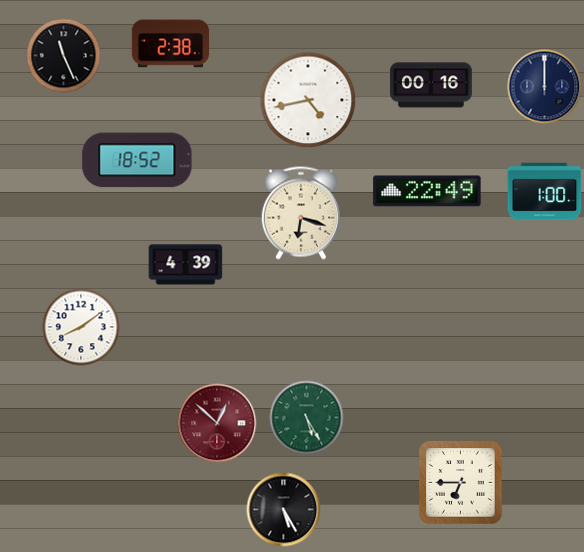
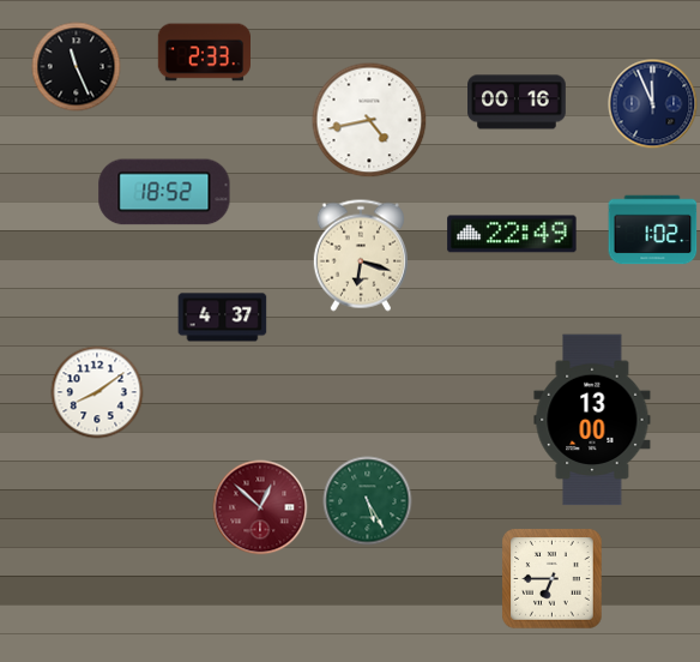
clock at (170, 44): 2:38 -> 2:33
clock at (545, 87): 12:00 -> 11:56
clock at (427, 191) position: (427, 191) -> (512, 234)
clock at (545, 192): 1:00 -> 1:02
clock at (186, 265): 4:39 -> 4:37
clock at (592, 420): none -> 13:00
clock at (284, 510): 5:25 -> none
